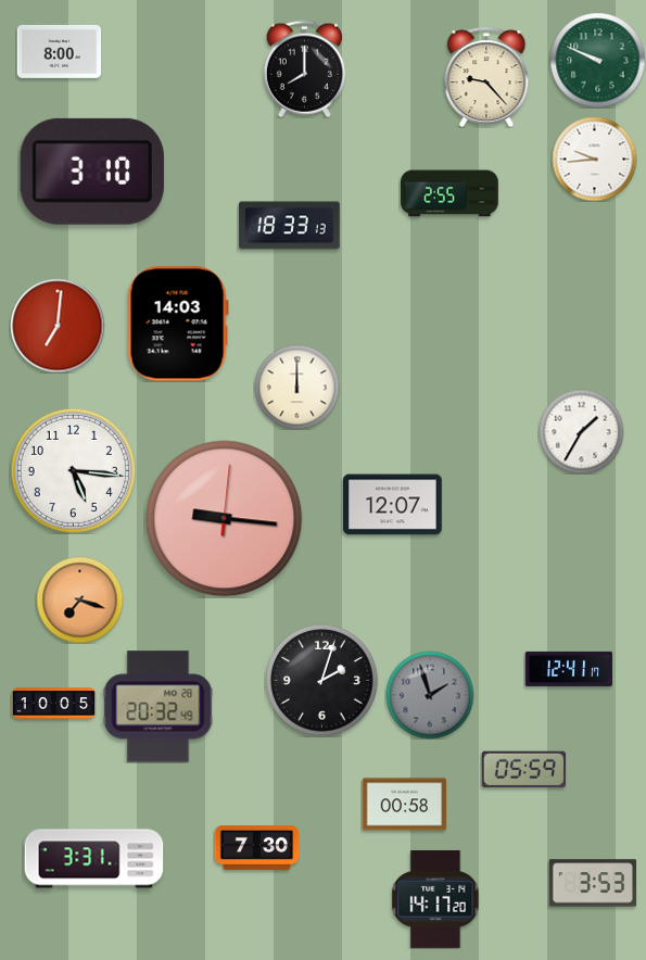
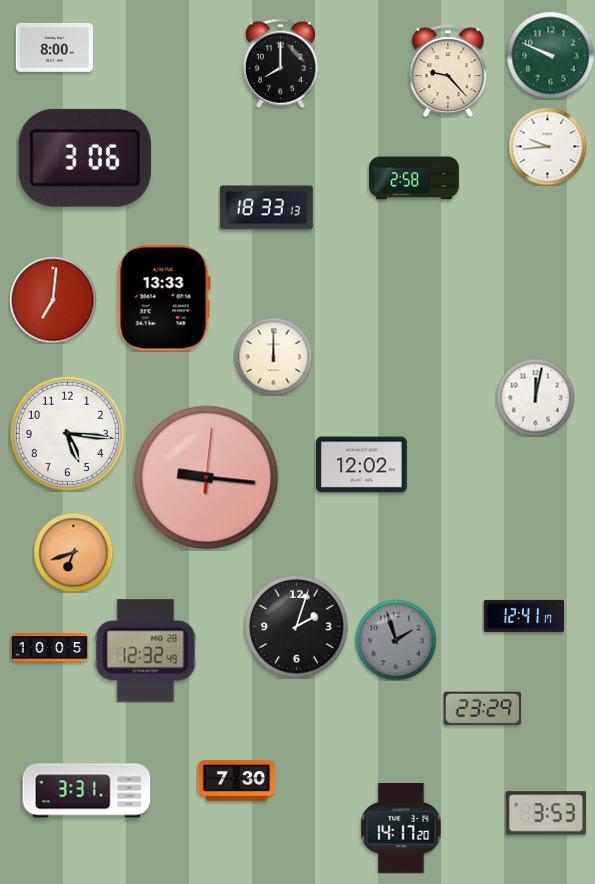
clock at (92, 172): 3:10 -> 3:06
clock at (451, 193): 2:55 -> 2:58
clock at (178, 324): 14:03 -> 13:33
clock at (581, 431): 1:35 -> 12:02
clock at (393, 505): 12:07 -> 12:02
clock at (79, 599): 7:18 -> 6:42
clock at (159, 707): 20:32 -> 12:32
clock at (523, 770): 05:59 -> 23:29
clock at (404, 805): 00:58 -> none
